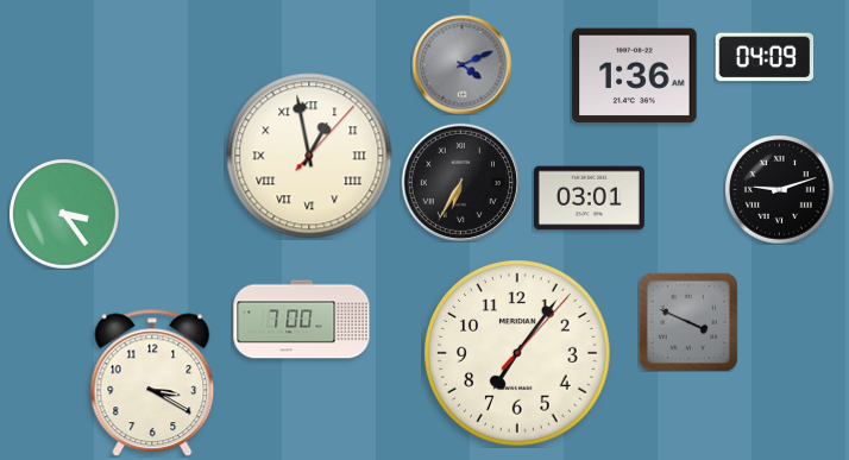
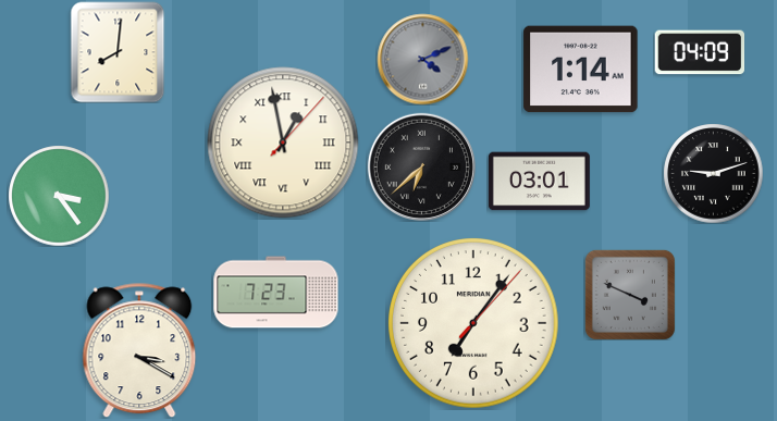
clock at (118, 52): none -> 8:01
clock at (635, 76): 1:36 -> 1:14
clock at (460, 182): 6:35 -> 6:38
clock at (302, 320): 7:00 -> 7:23
